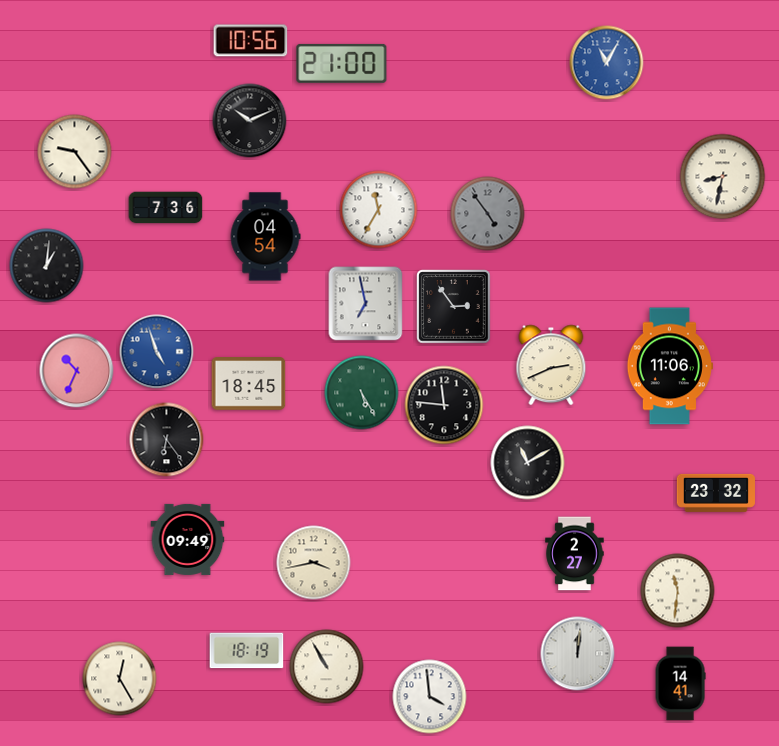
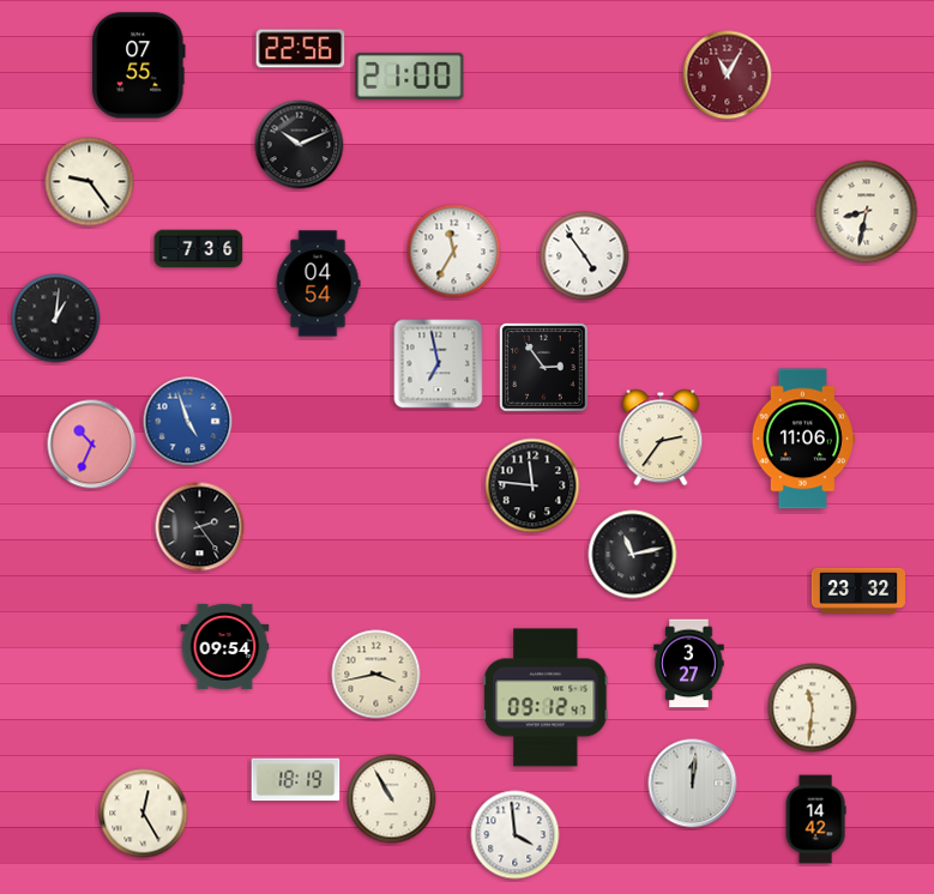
clock at (251, 41): 10:56 -> 22:56
clock at (139, 66): none -> 07:55
clock at (607, 63) dial: blue -> burgundy
clock at (488, 214) dial: grey -> white
clock at (551, 365): 2:41 -> 2:36
clock at (249, 384): 18:45 -> none
clock at (362, 393): 5:25 -> none
clock at (167, 440): 6:24 -> 2:24
clock at (528, 463): 11:10 -> 11:13
clock at (188, 539): 09:49 -> 09:54
clock at (575, 554): 2:27 -> 3:27
clock at (546, 697): none -> 09:12
clock at (680, 684): 14:41 -> 14:42
